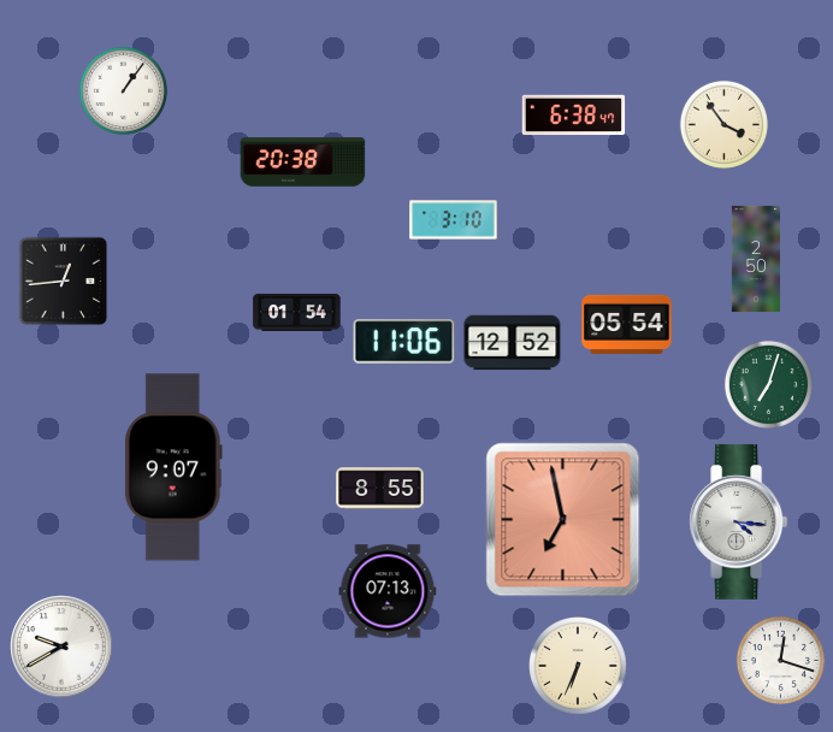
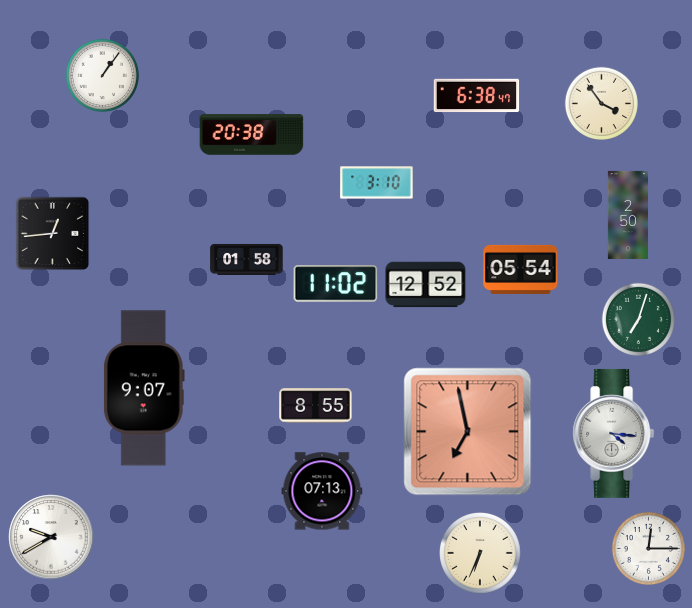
clock at (297, 312): 01:54 -> 01:58
clock at (404, 342): 11:06 -> 11:02
clock at (780, 660): 12:18 -> 12:15
